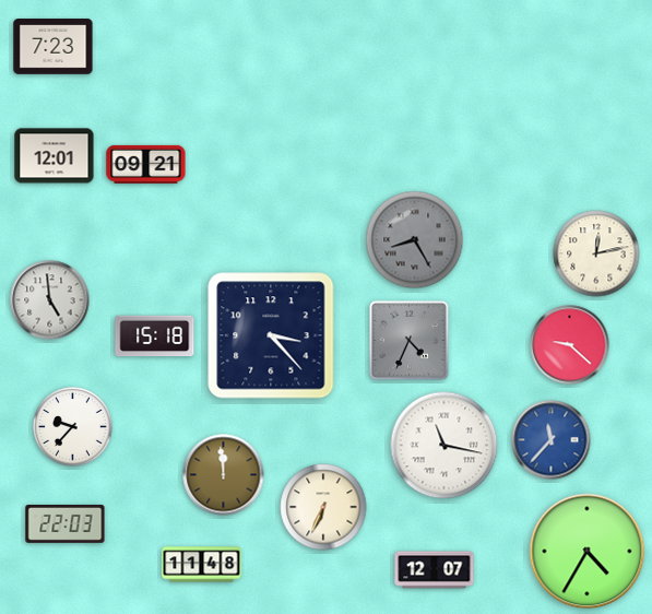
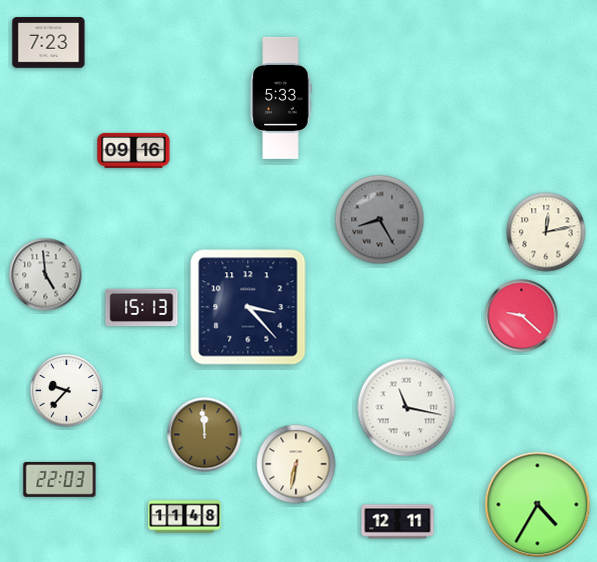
clock at (281, 98): none -> 5:33
clock at (55, 156): 12:01 -> none
clock at (146, 164): 09:21 -> 09:16
clock at (155, 336): 15:18 -> 15:13
clock at (408, 340): 4:34 -> none
clock at (552, 440): 11:37 -> none
clock at (323, 507): 6:34 -> 6:32
clock at (435, 570): 12:07 -> 12:11
